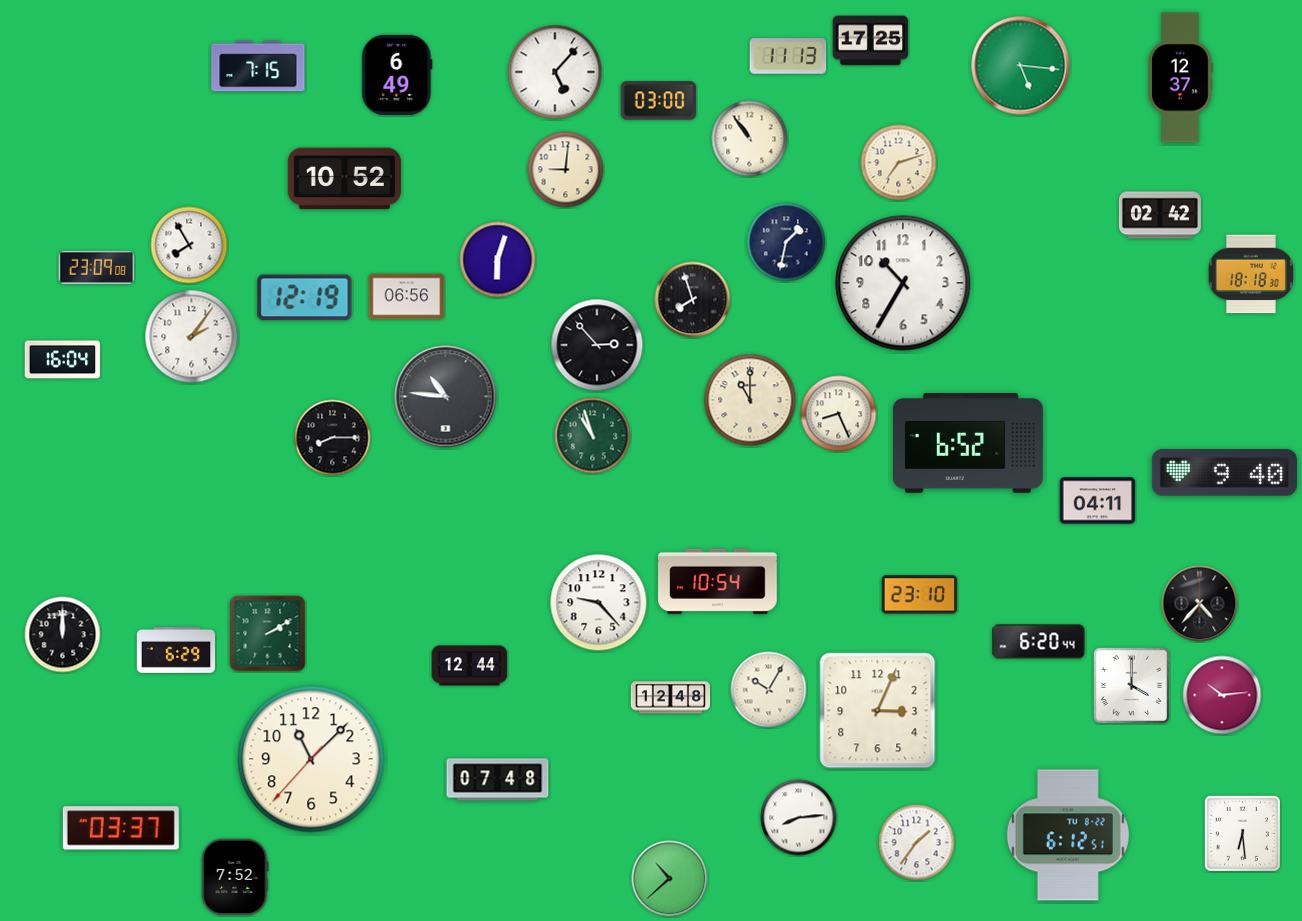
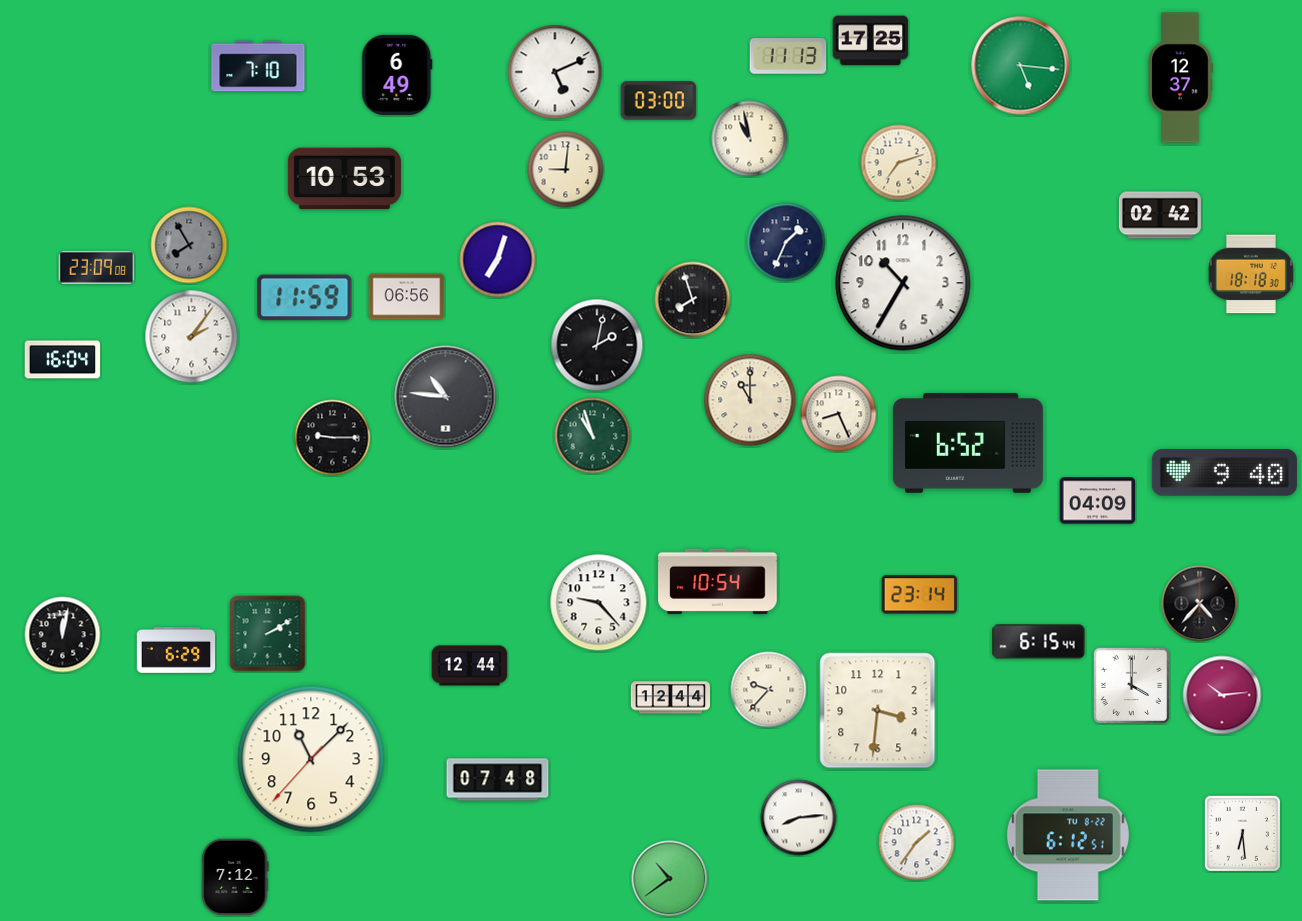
clock at (258, 66): 7:15 -> 7:10
clock at (555, 72): 5:07 -> 5:11
clock at (750, 139): 10:54 -> 10:58
clock at (344, 179): 10:52 -> 10:53
clock at (786, 242): 1:32 -> 1:34
clock at (189, 245) dial: white -> grey
clock at (498, 260): 6:03 -> 7:03
clock at (305, 298): 12:19 -> 11:59
clock at (597, 345): 2:53 -> 2:02
clock at (333, 438): 8:15 -> 9:15
clock at (1098, 501): 04:11 -> 04:09
clock at (920, 595): 23:10 -> 23:14
clock at (63, 635): 12:00 -> 12:02
clock at (1039, 642): 6:20 -> 6:15
clock at (769, 690): 10:05 -> 9:37
clock at (670, 698): 12:48 -> 12:44
clock at (878, 711): 3:04 -> 3:31
clock at (121, 828): 03:37 -> none
clock at (235, 877): 7:52 -> 7:12
clock at (670, 879): 10:38 -> 10:39
